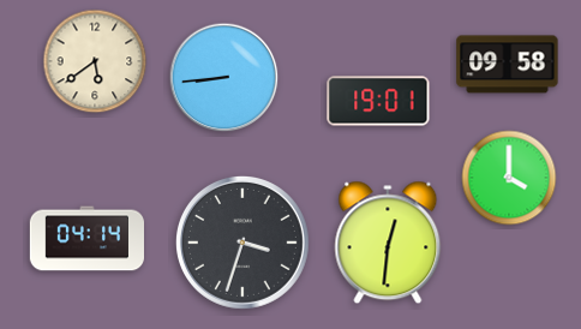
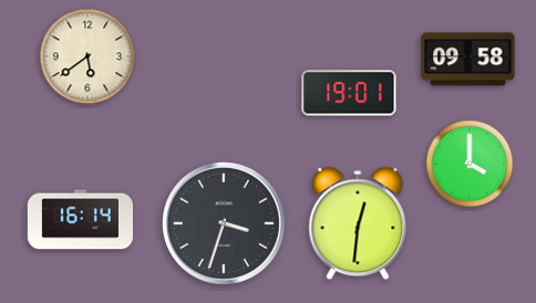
clock at (224, 78): 8:44 -> none
clock at (86, 239): 04:14 -> 16:14
